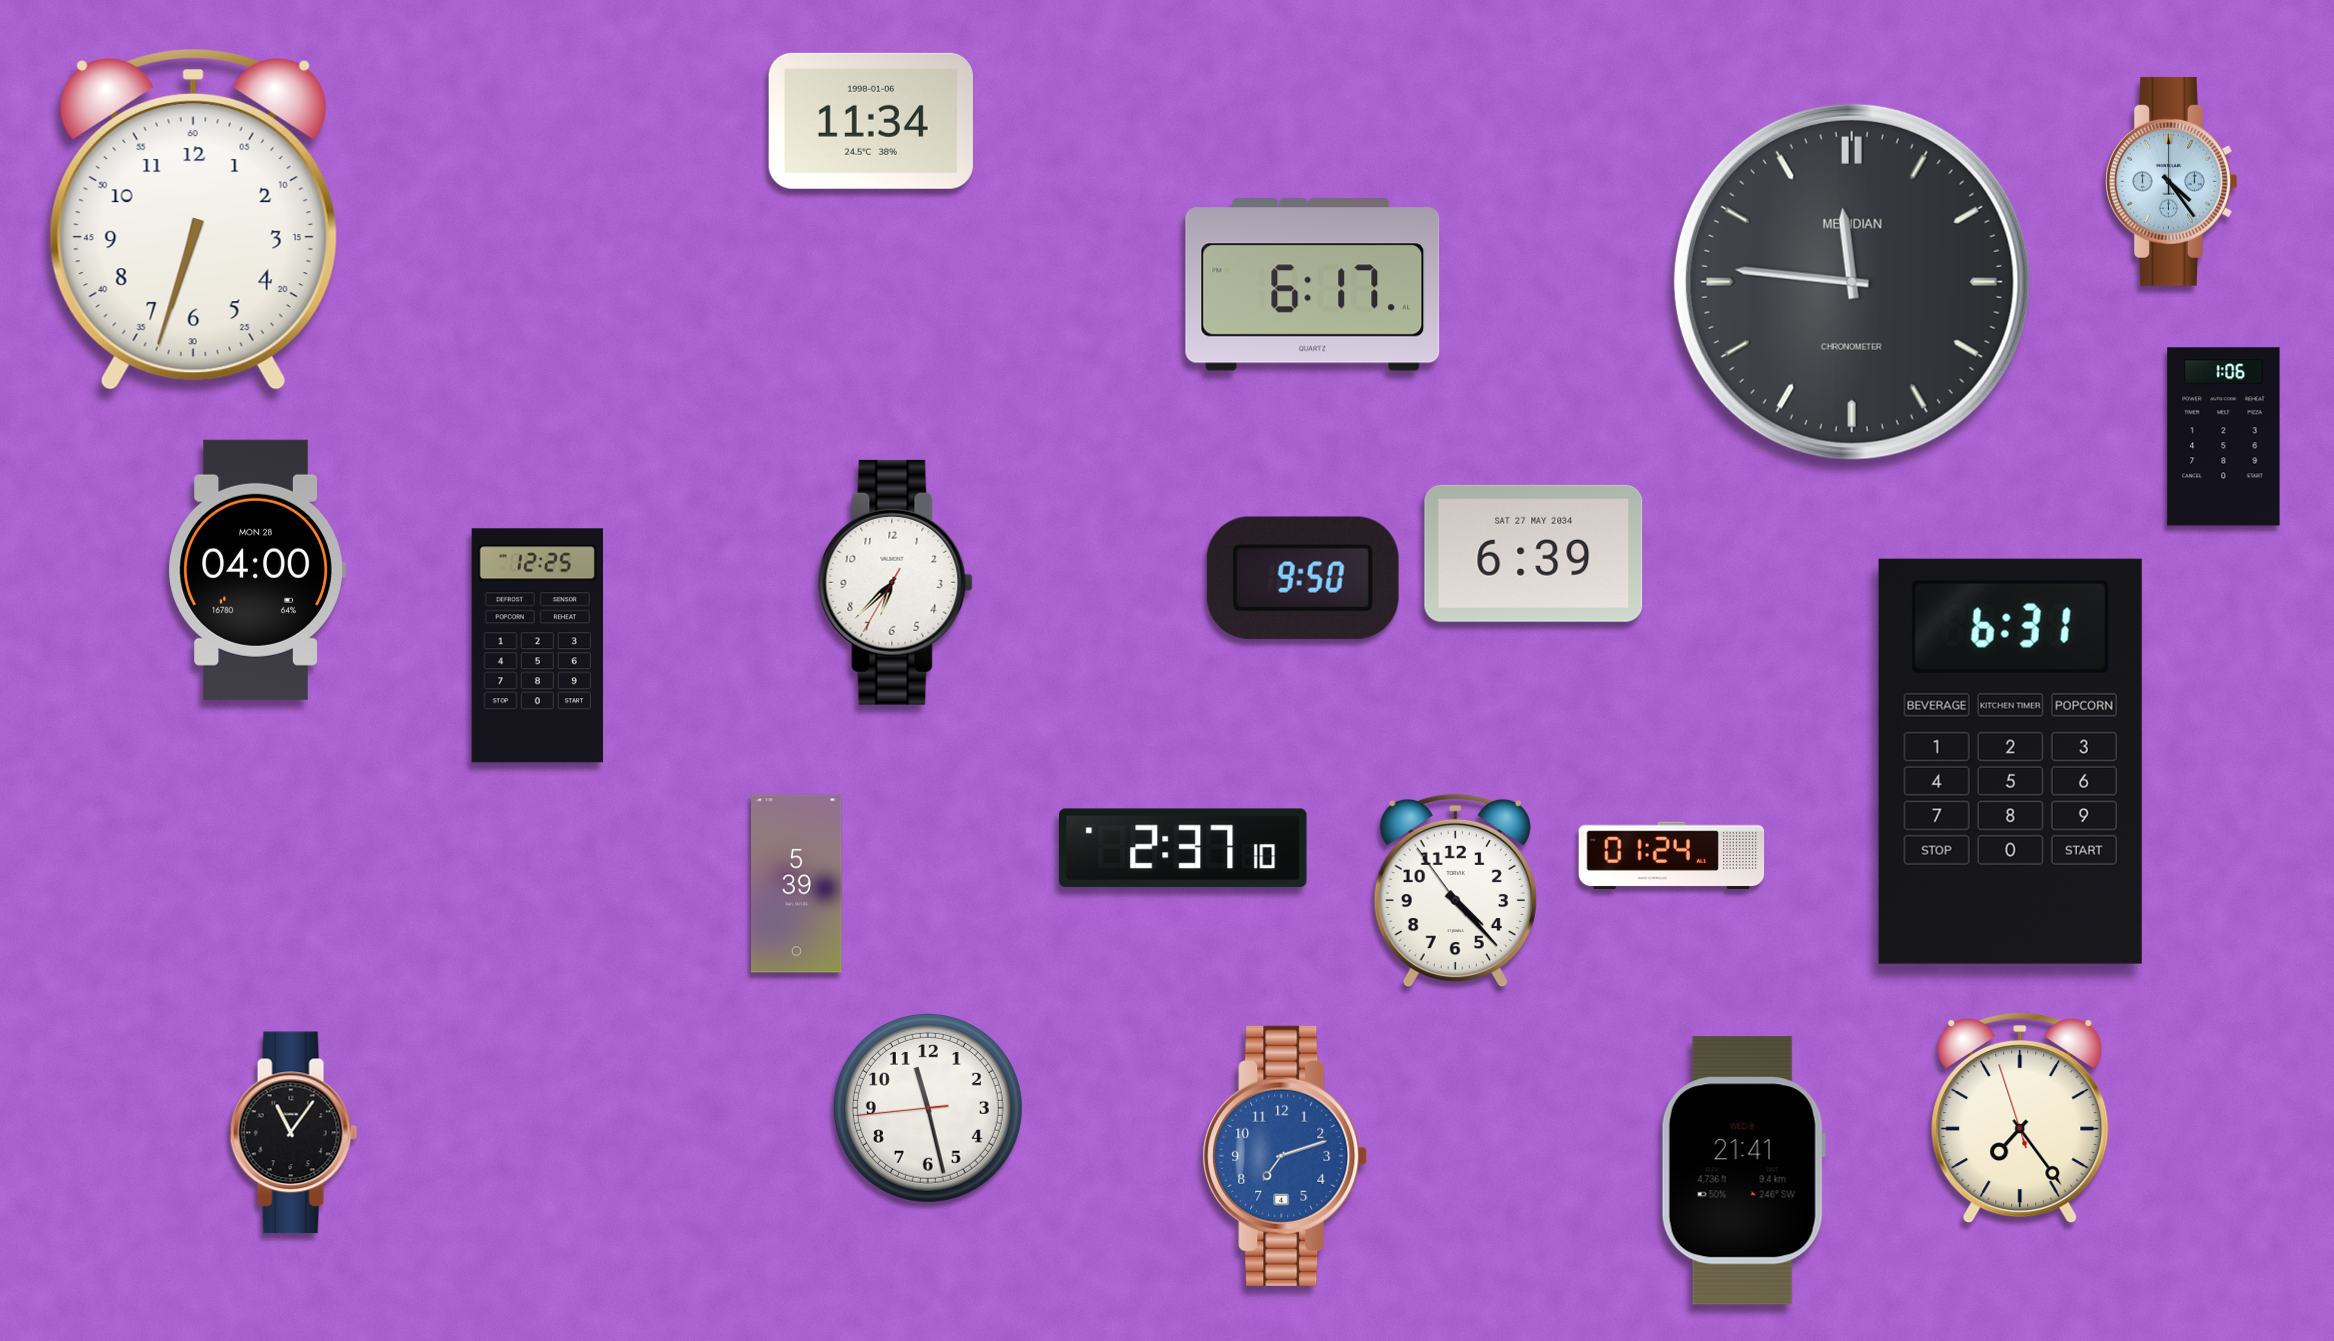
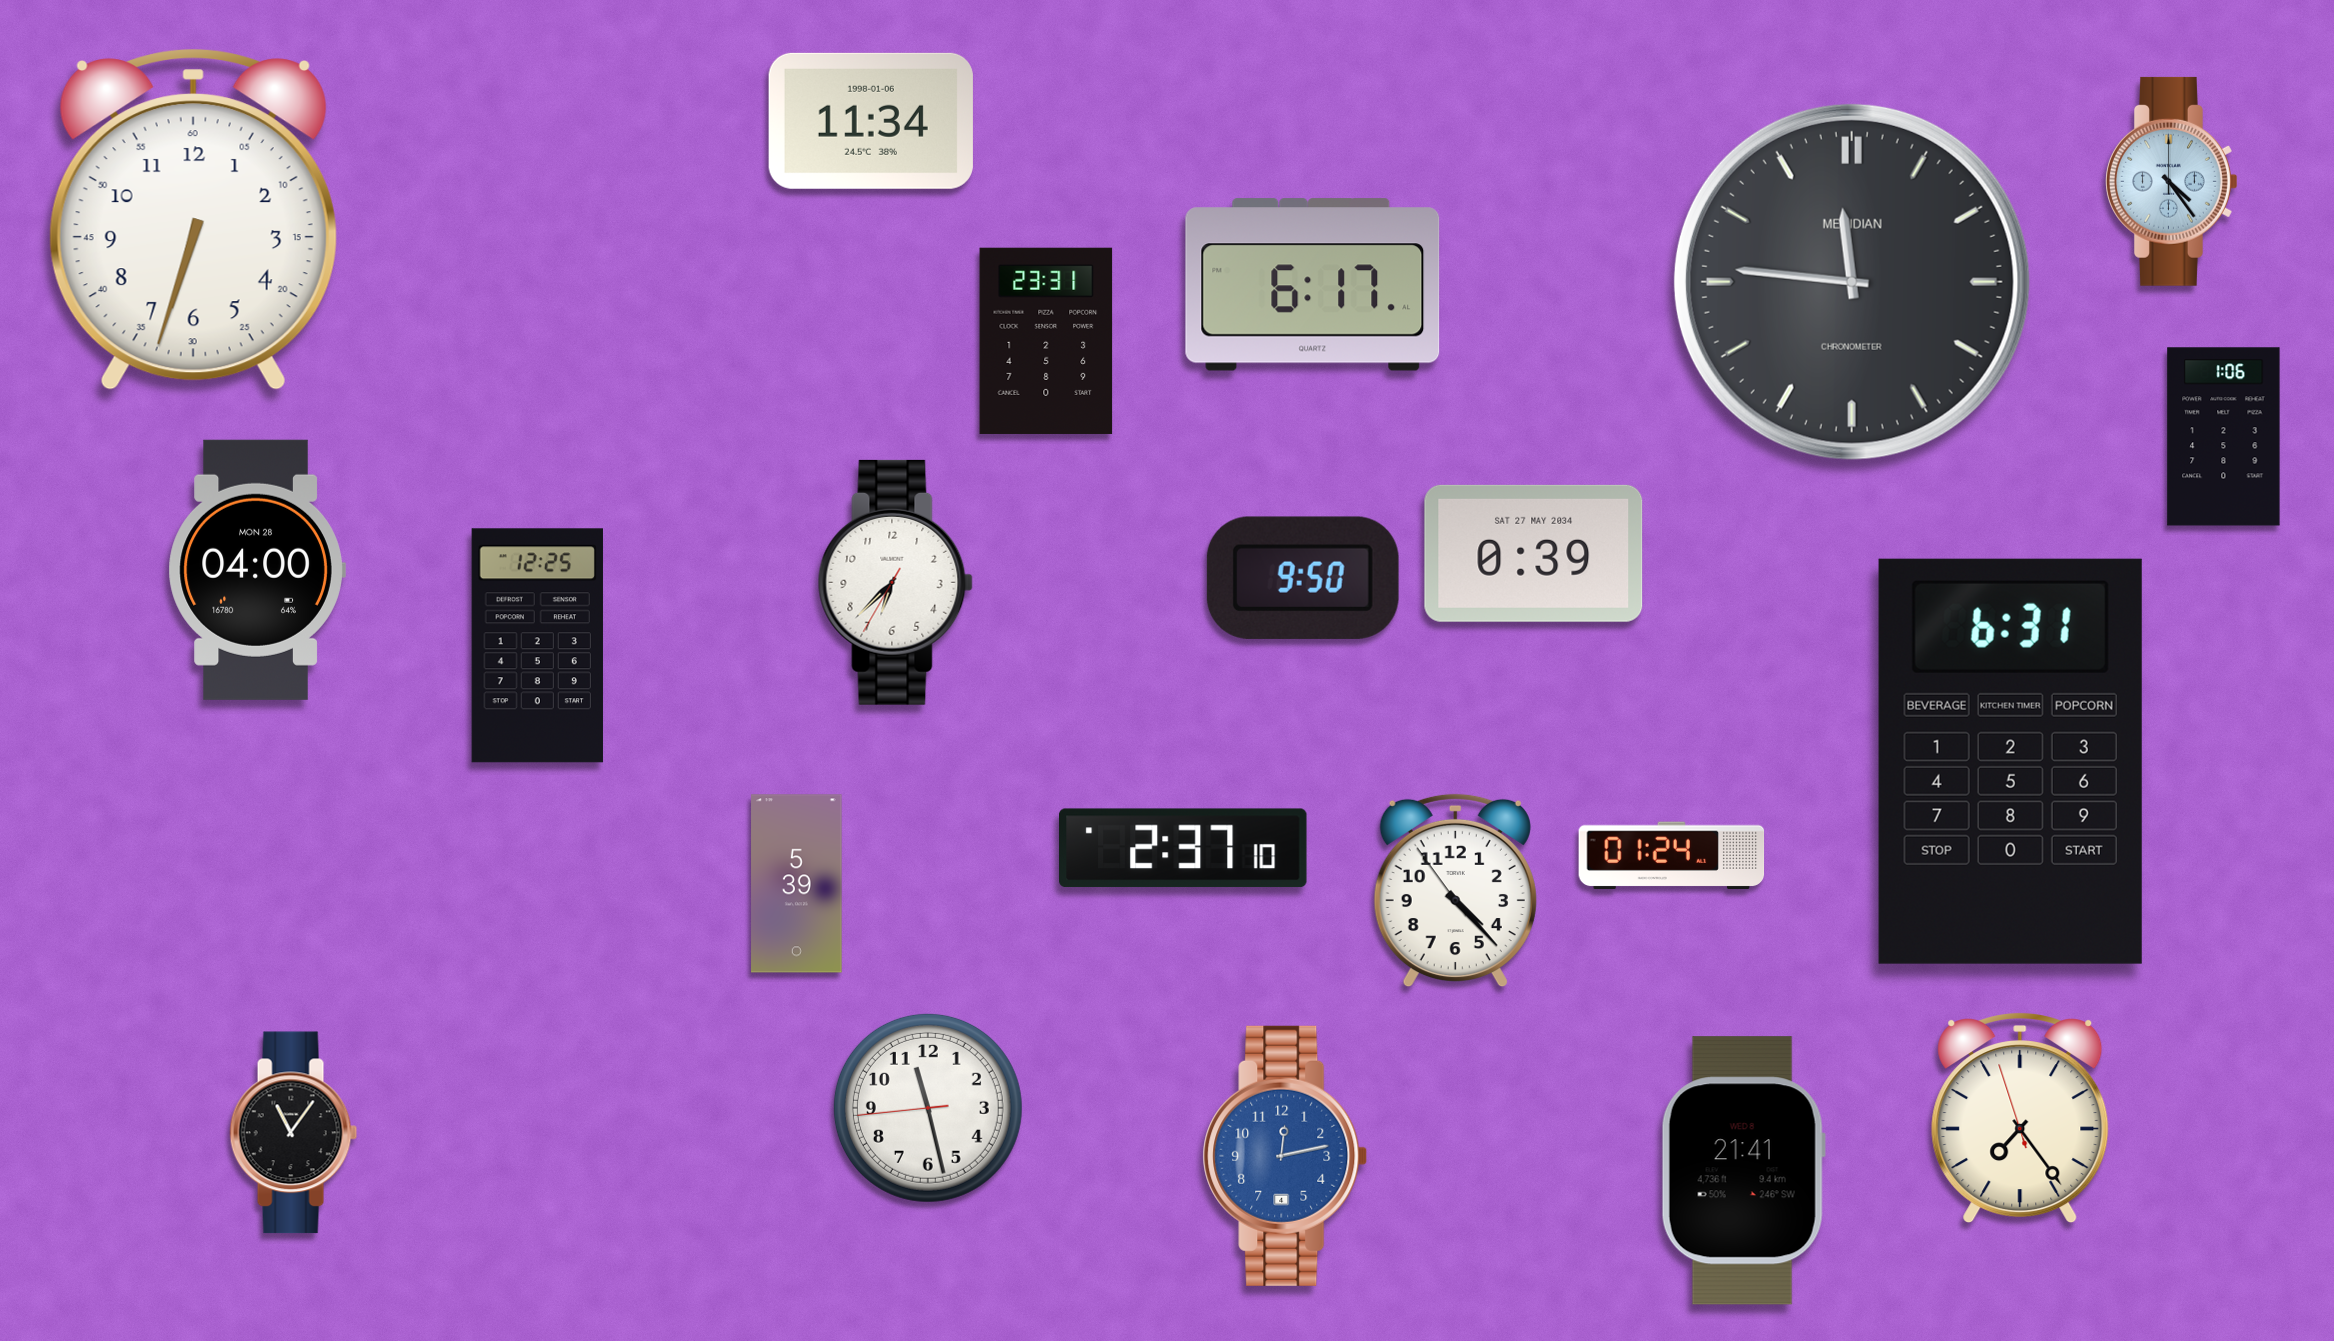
clock at (1046, 341): none -> 23:31
clock at (1534, 553): 6:39 -> 0:39
clock at (1285, 1156): 7:12 -> 12:13
